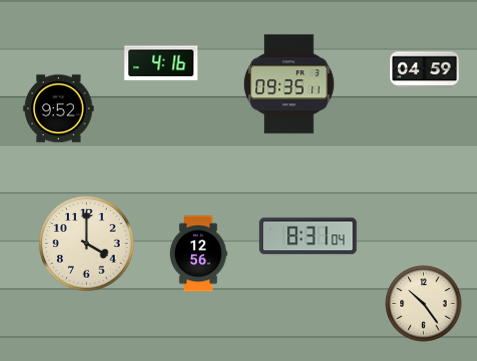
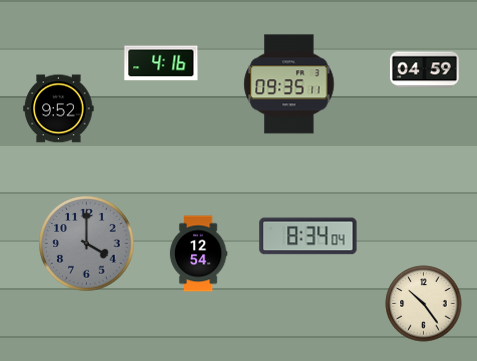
clock at (308, 236): 8:31 -> 8:34
clock at (87, 244) dial: cream -> grey
clock at (198, 254): 12:56 -> 12:54
